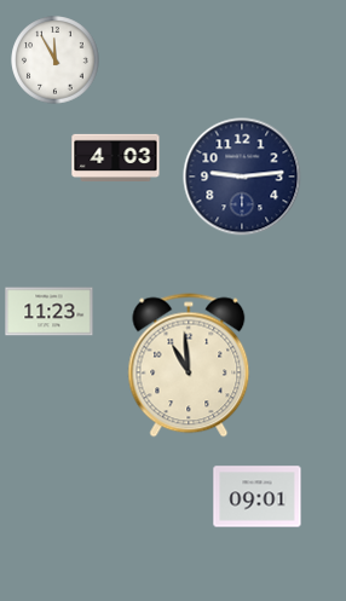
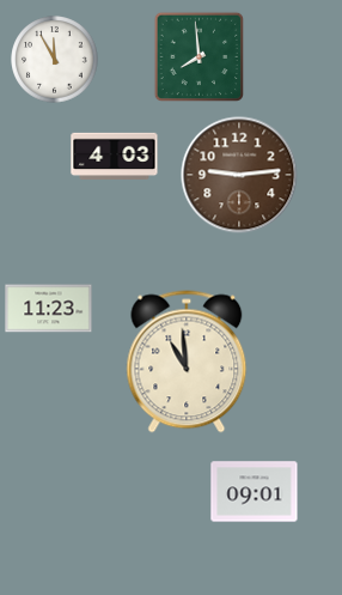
clock at (199, 56): none -> 7:59
clock at (242, 177) dial: navy -> brown
